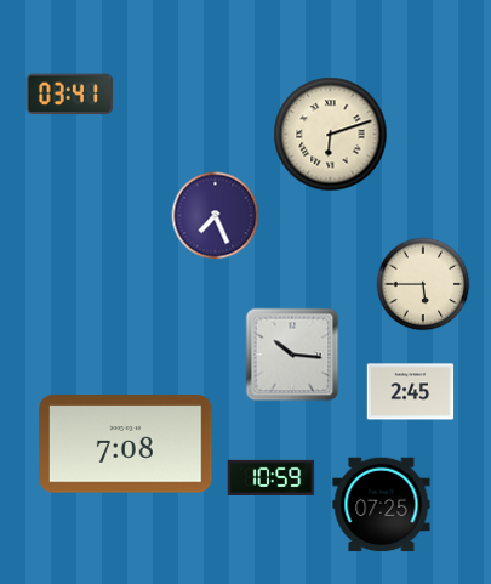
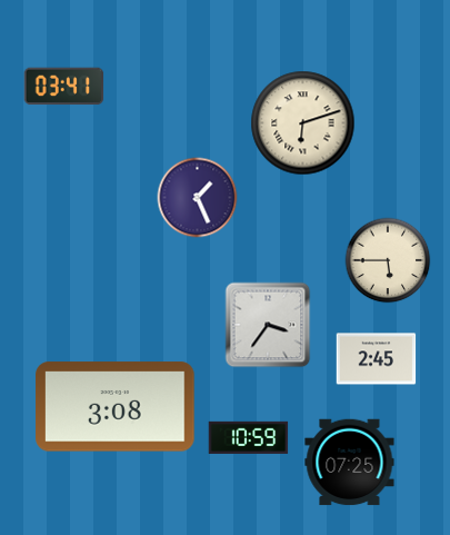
clock at (216, 216): 7:26 -> 1:26
clock at (292, 355): 10:16 -> 3:36
clock at (126, 444): 7:08 -> 3:08
